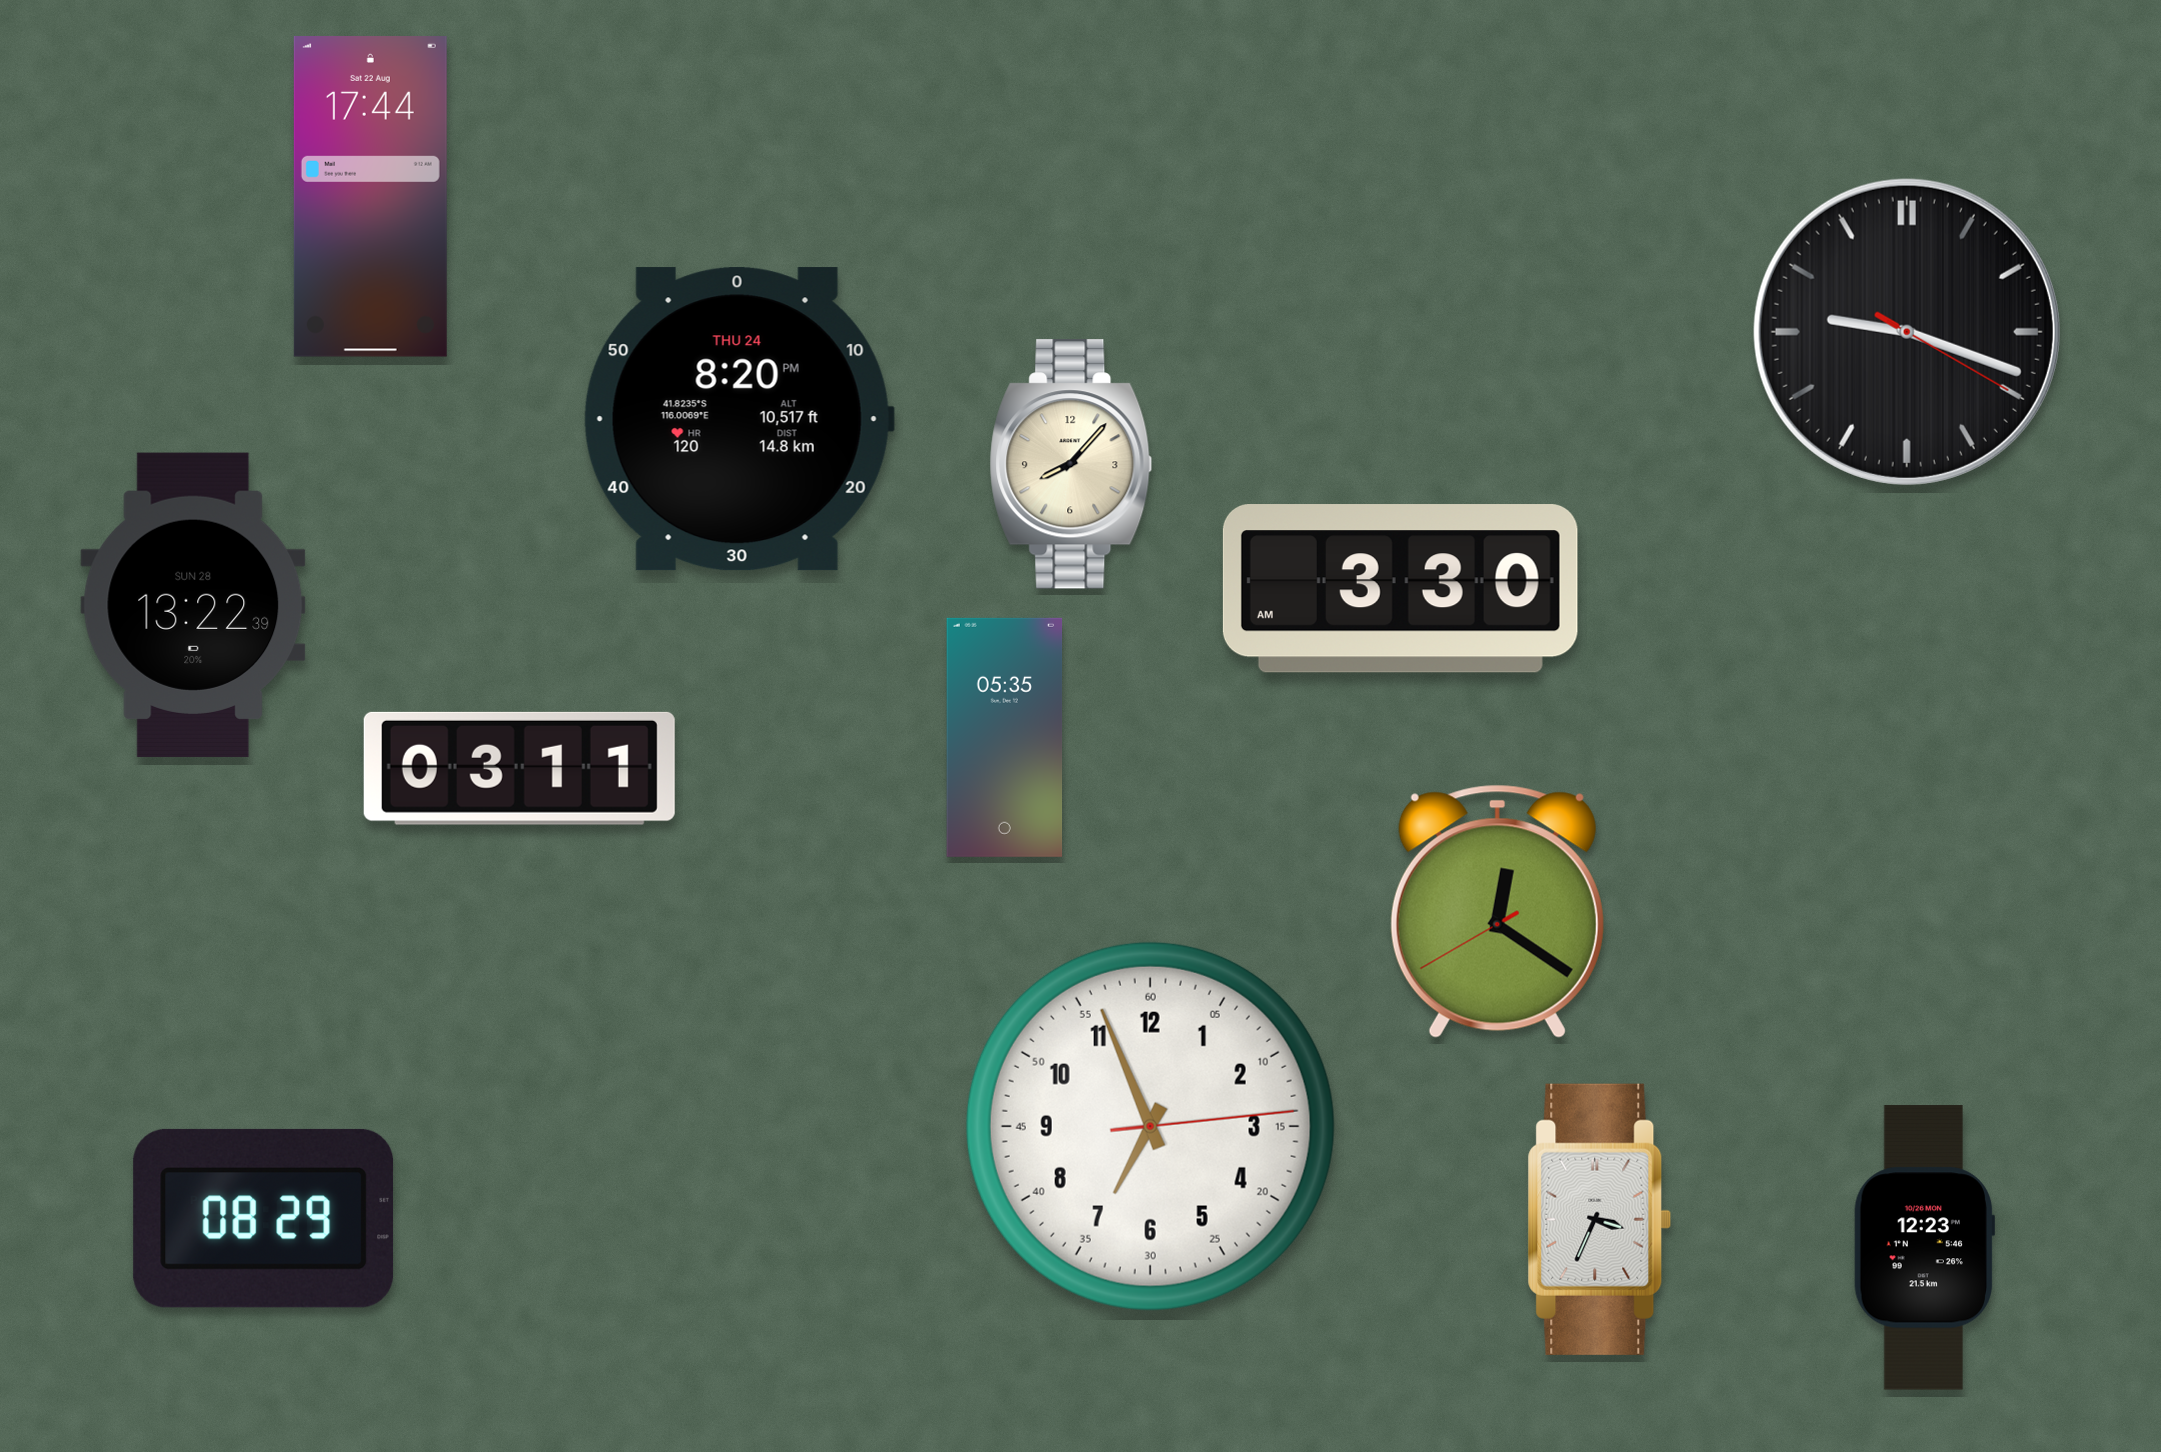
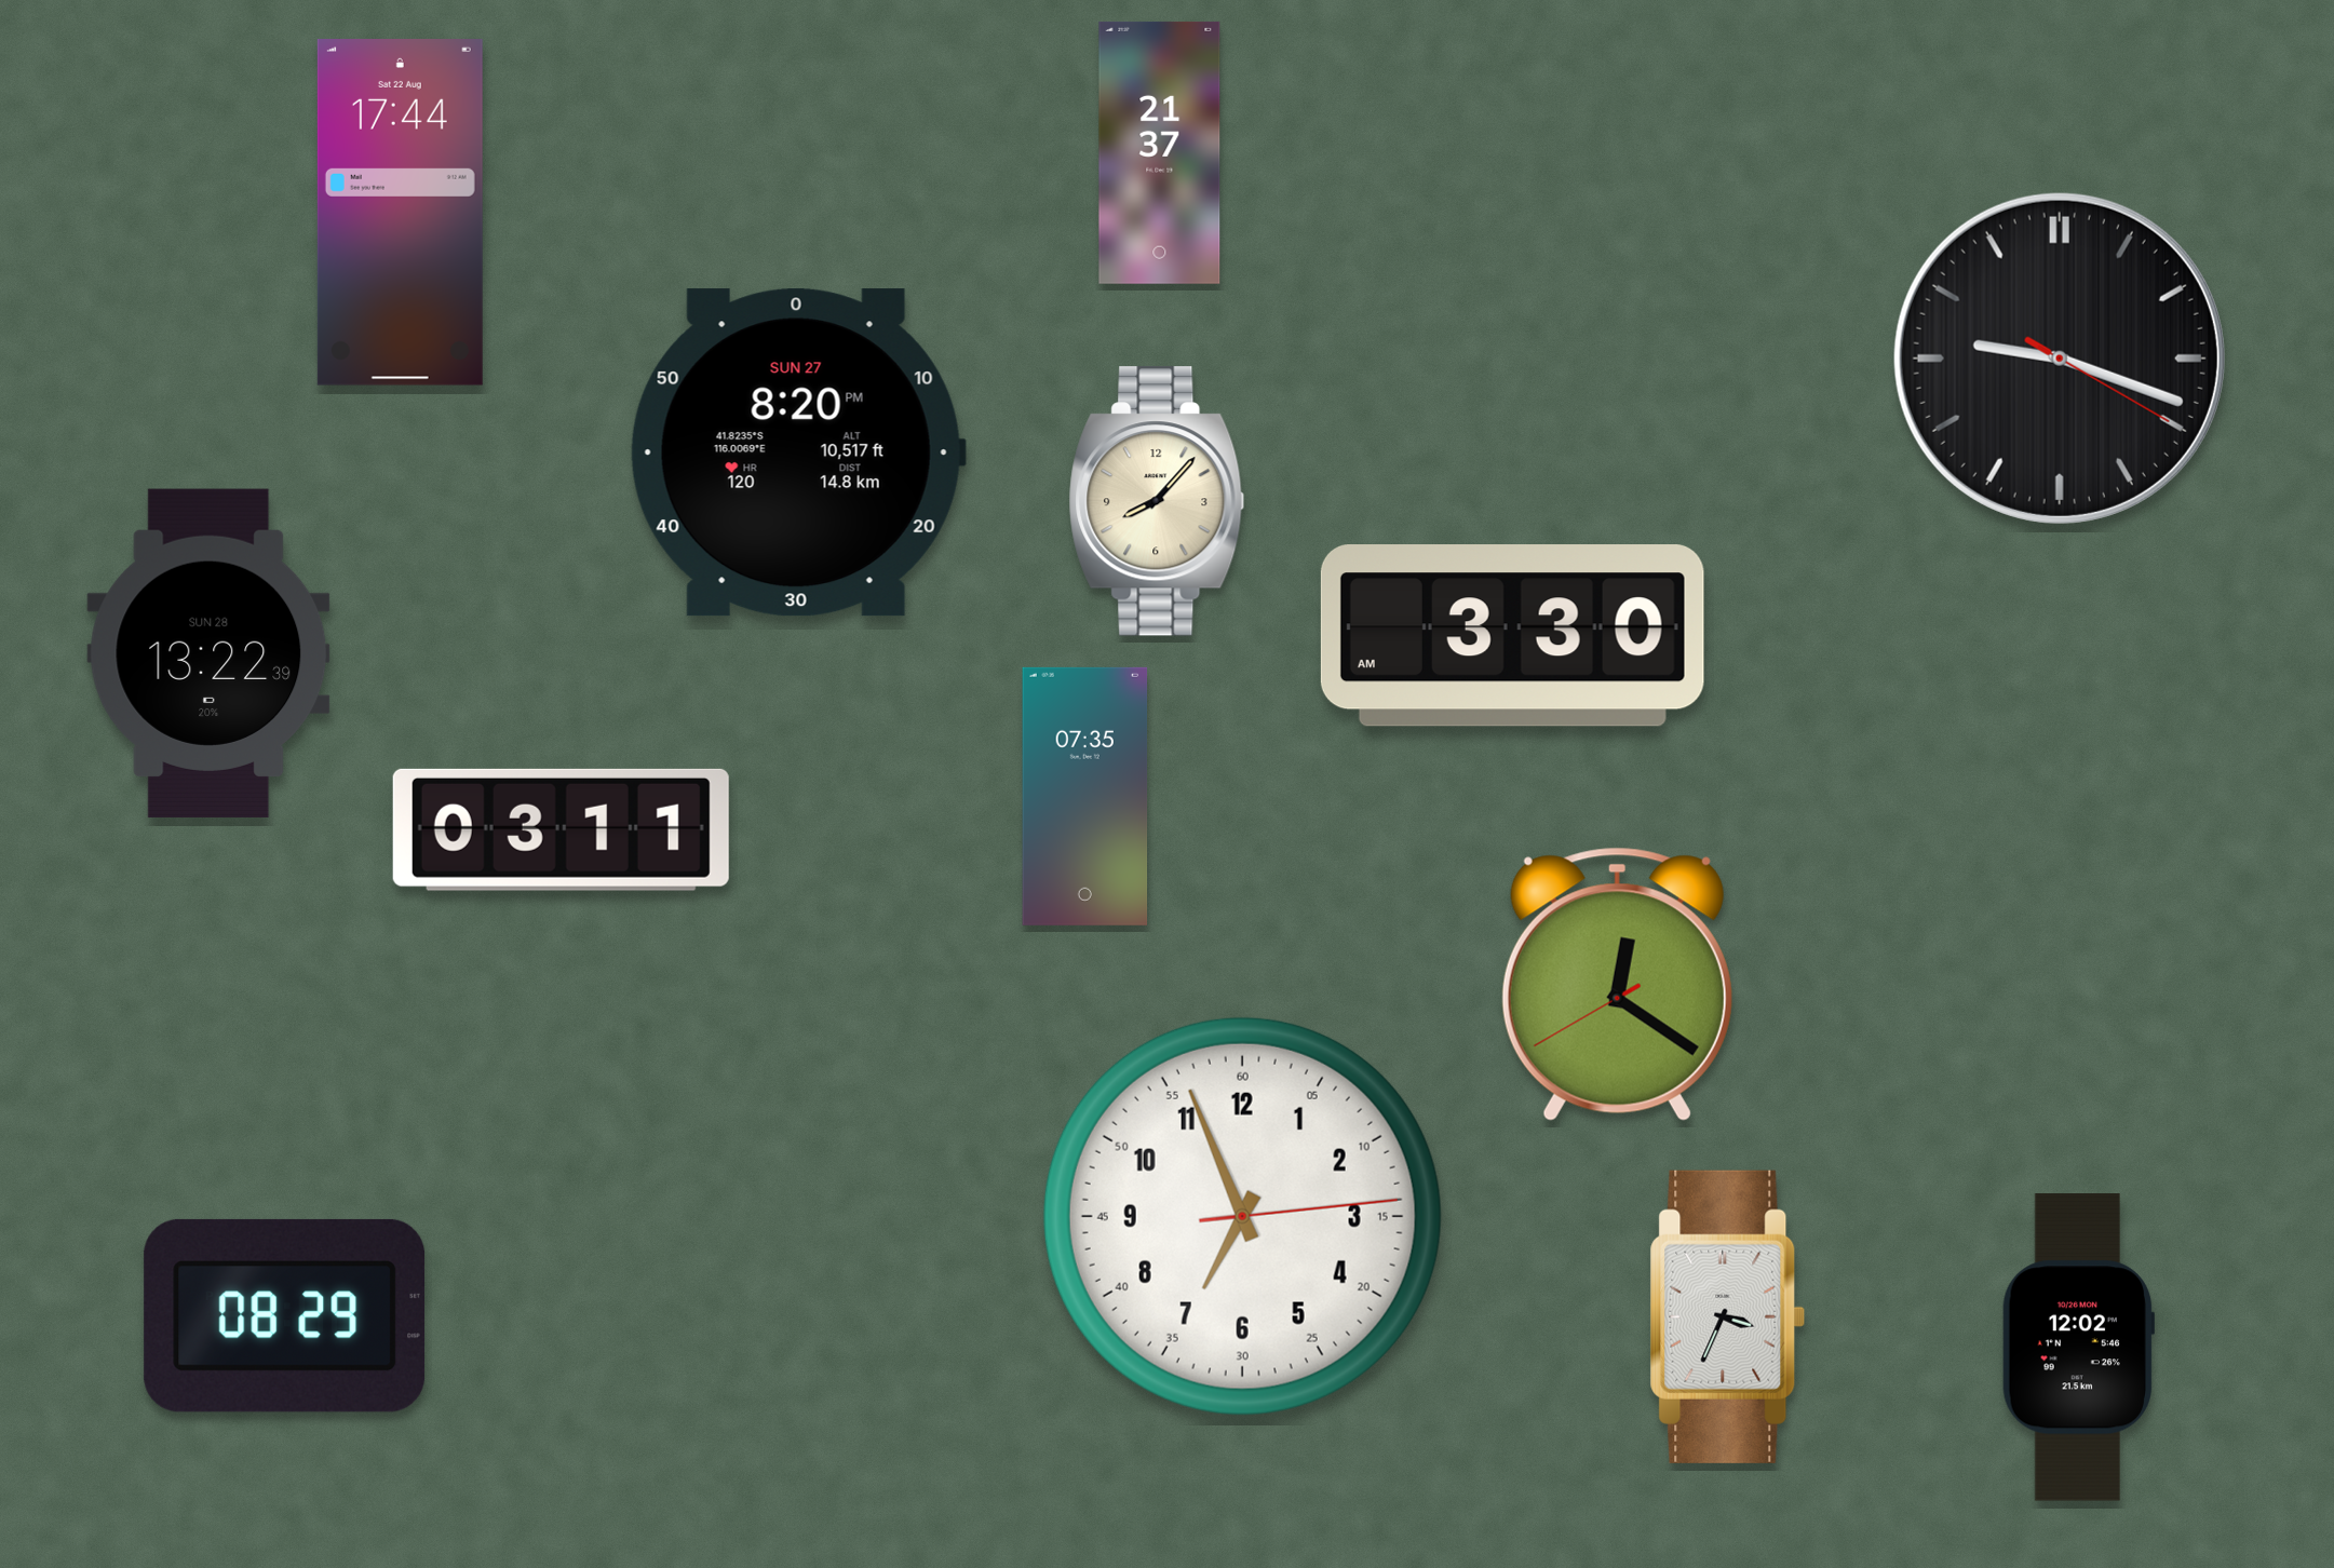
clock at (1160, 152): none -> 21:37
clock at (739, 419) date: THU 24 -> SUN 27
clock at (1005, 737): 05:35 -> 07:35
clock at (1924, 1248): 12:23 -> 12:02
